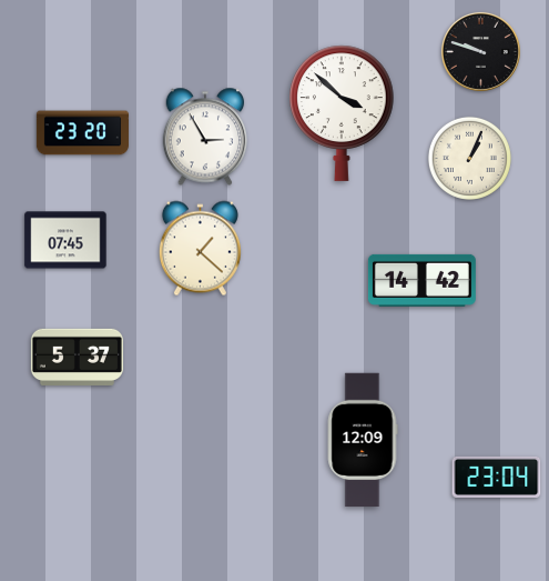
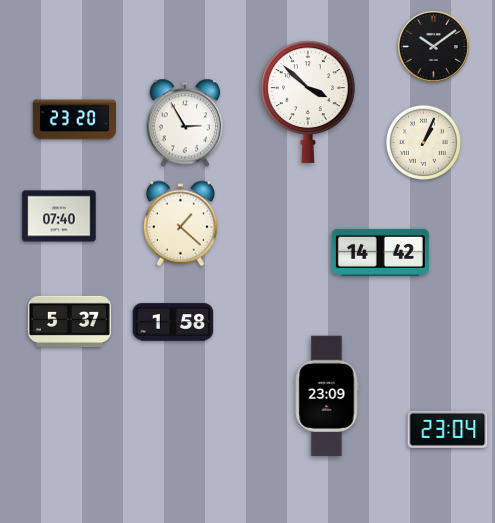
clock at (480, 51): 9:48 -> 10:09
clock at (65, 240): 07:45 -> 07:40
clock at (173, 322): none -> 1:58
clock at (363, 440): 12:09 -> 23:09
